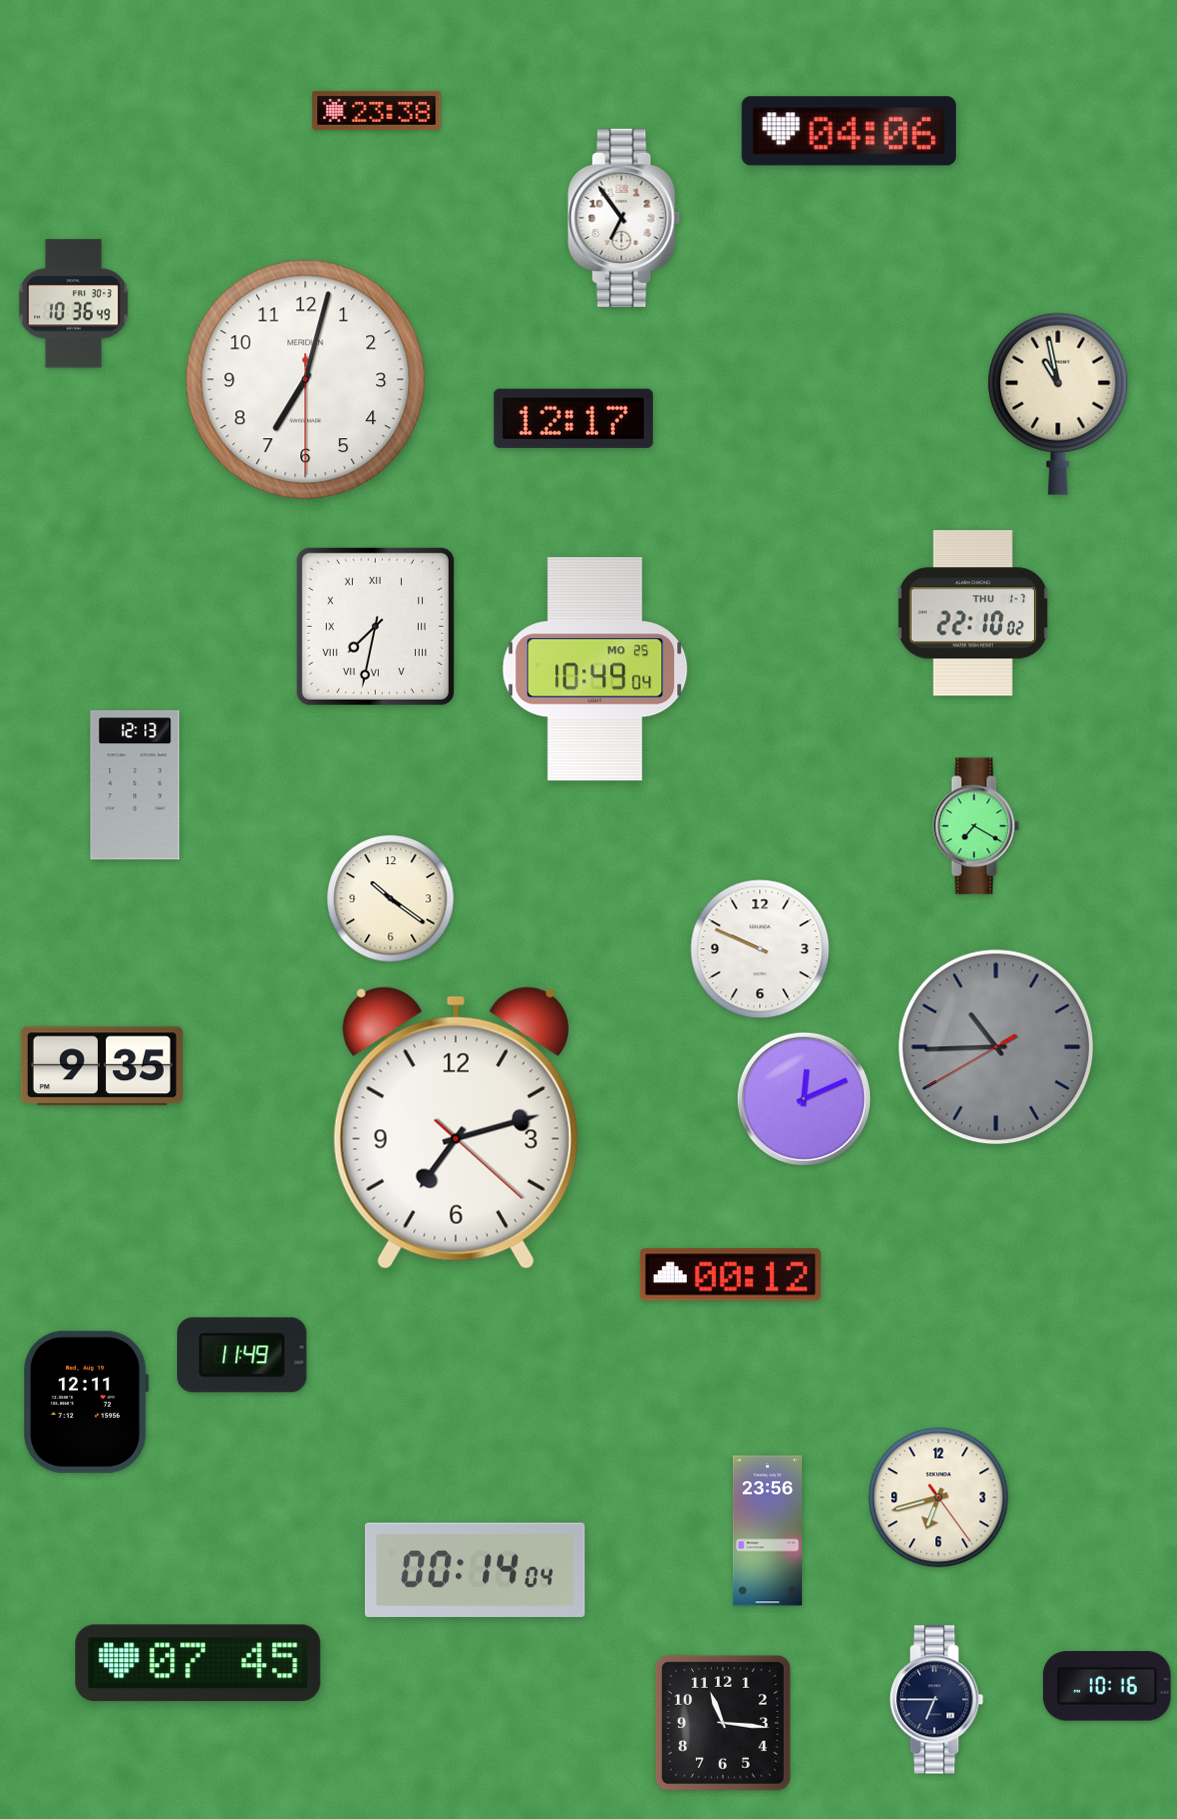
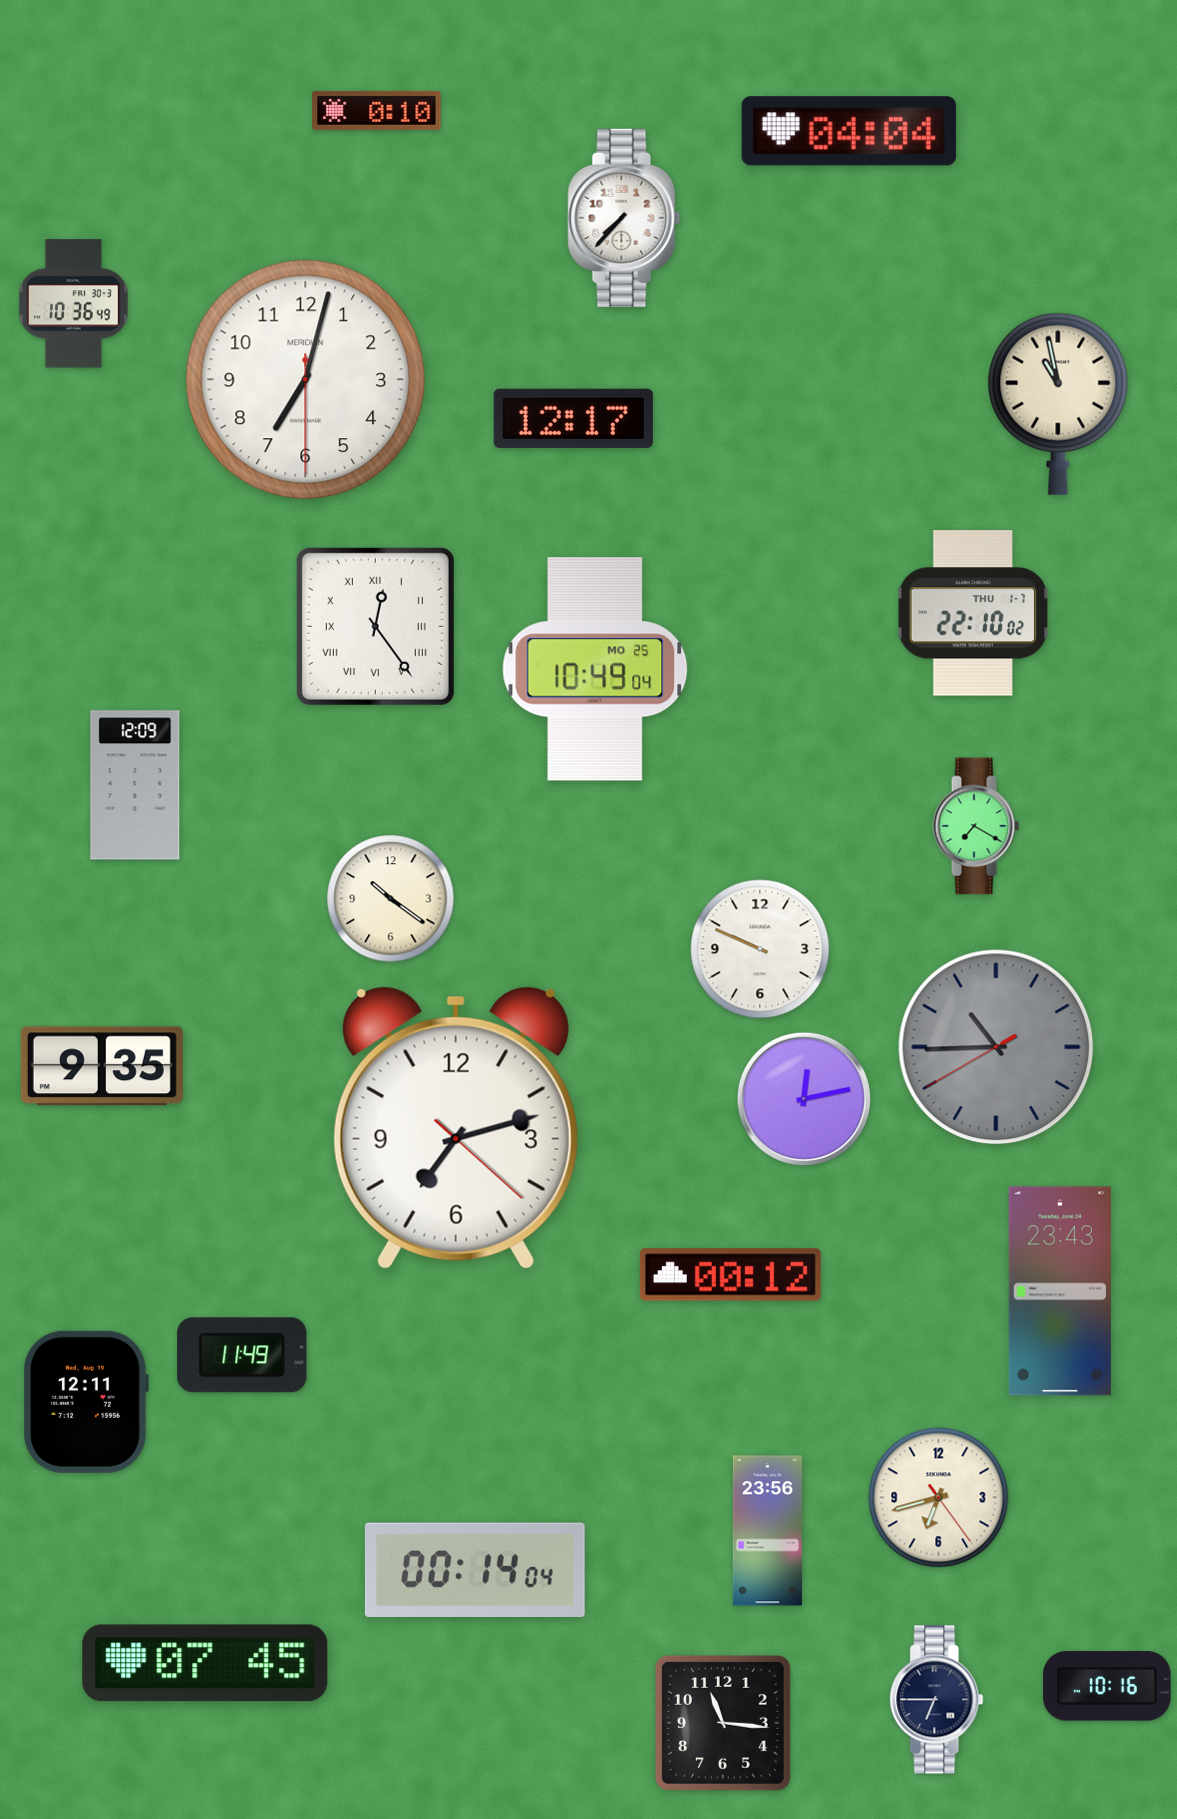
clock at (377, 110): 23:38 -> 0:10
clock at (849, 131): 04:06 -> 04:04
clock at (624, 218): 6:54 -> 7:37
clock at (375, 626): 7:32 -> 12:24
clock at (135, 785): 12:13 -> 12:09
clock at (804, 1099): 12:11 -> 12:13
clock at (1060, 1291): none -> 23:43
clock at (198, 1663) position: (198, 1663) -> (205, 1663)
